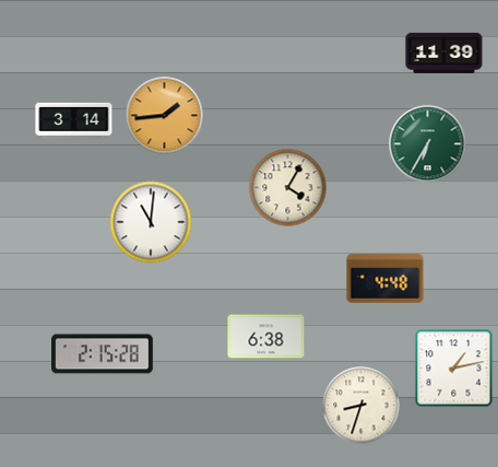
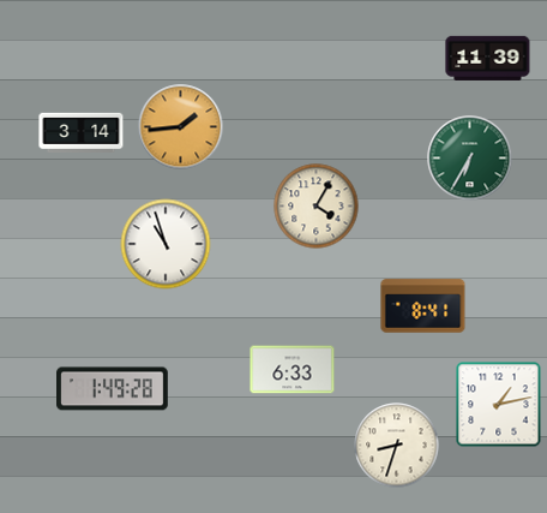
clock at (151, 222): 11:01 -> 10:57
clock at (386, 279): 4:48 -> 8:41
clock at (266, 337): 6:38 -> 6:33
clock at (103, 354): 2:15 -> 1:49
